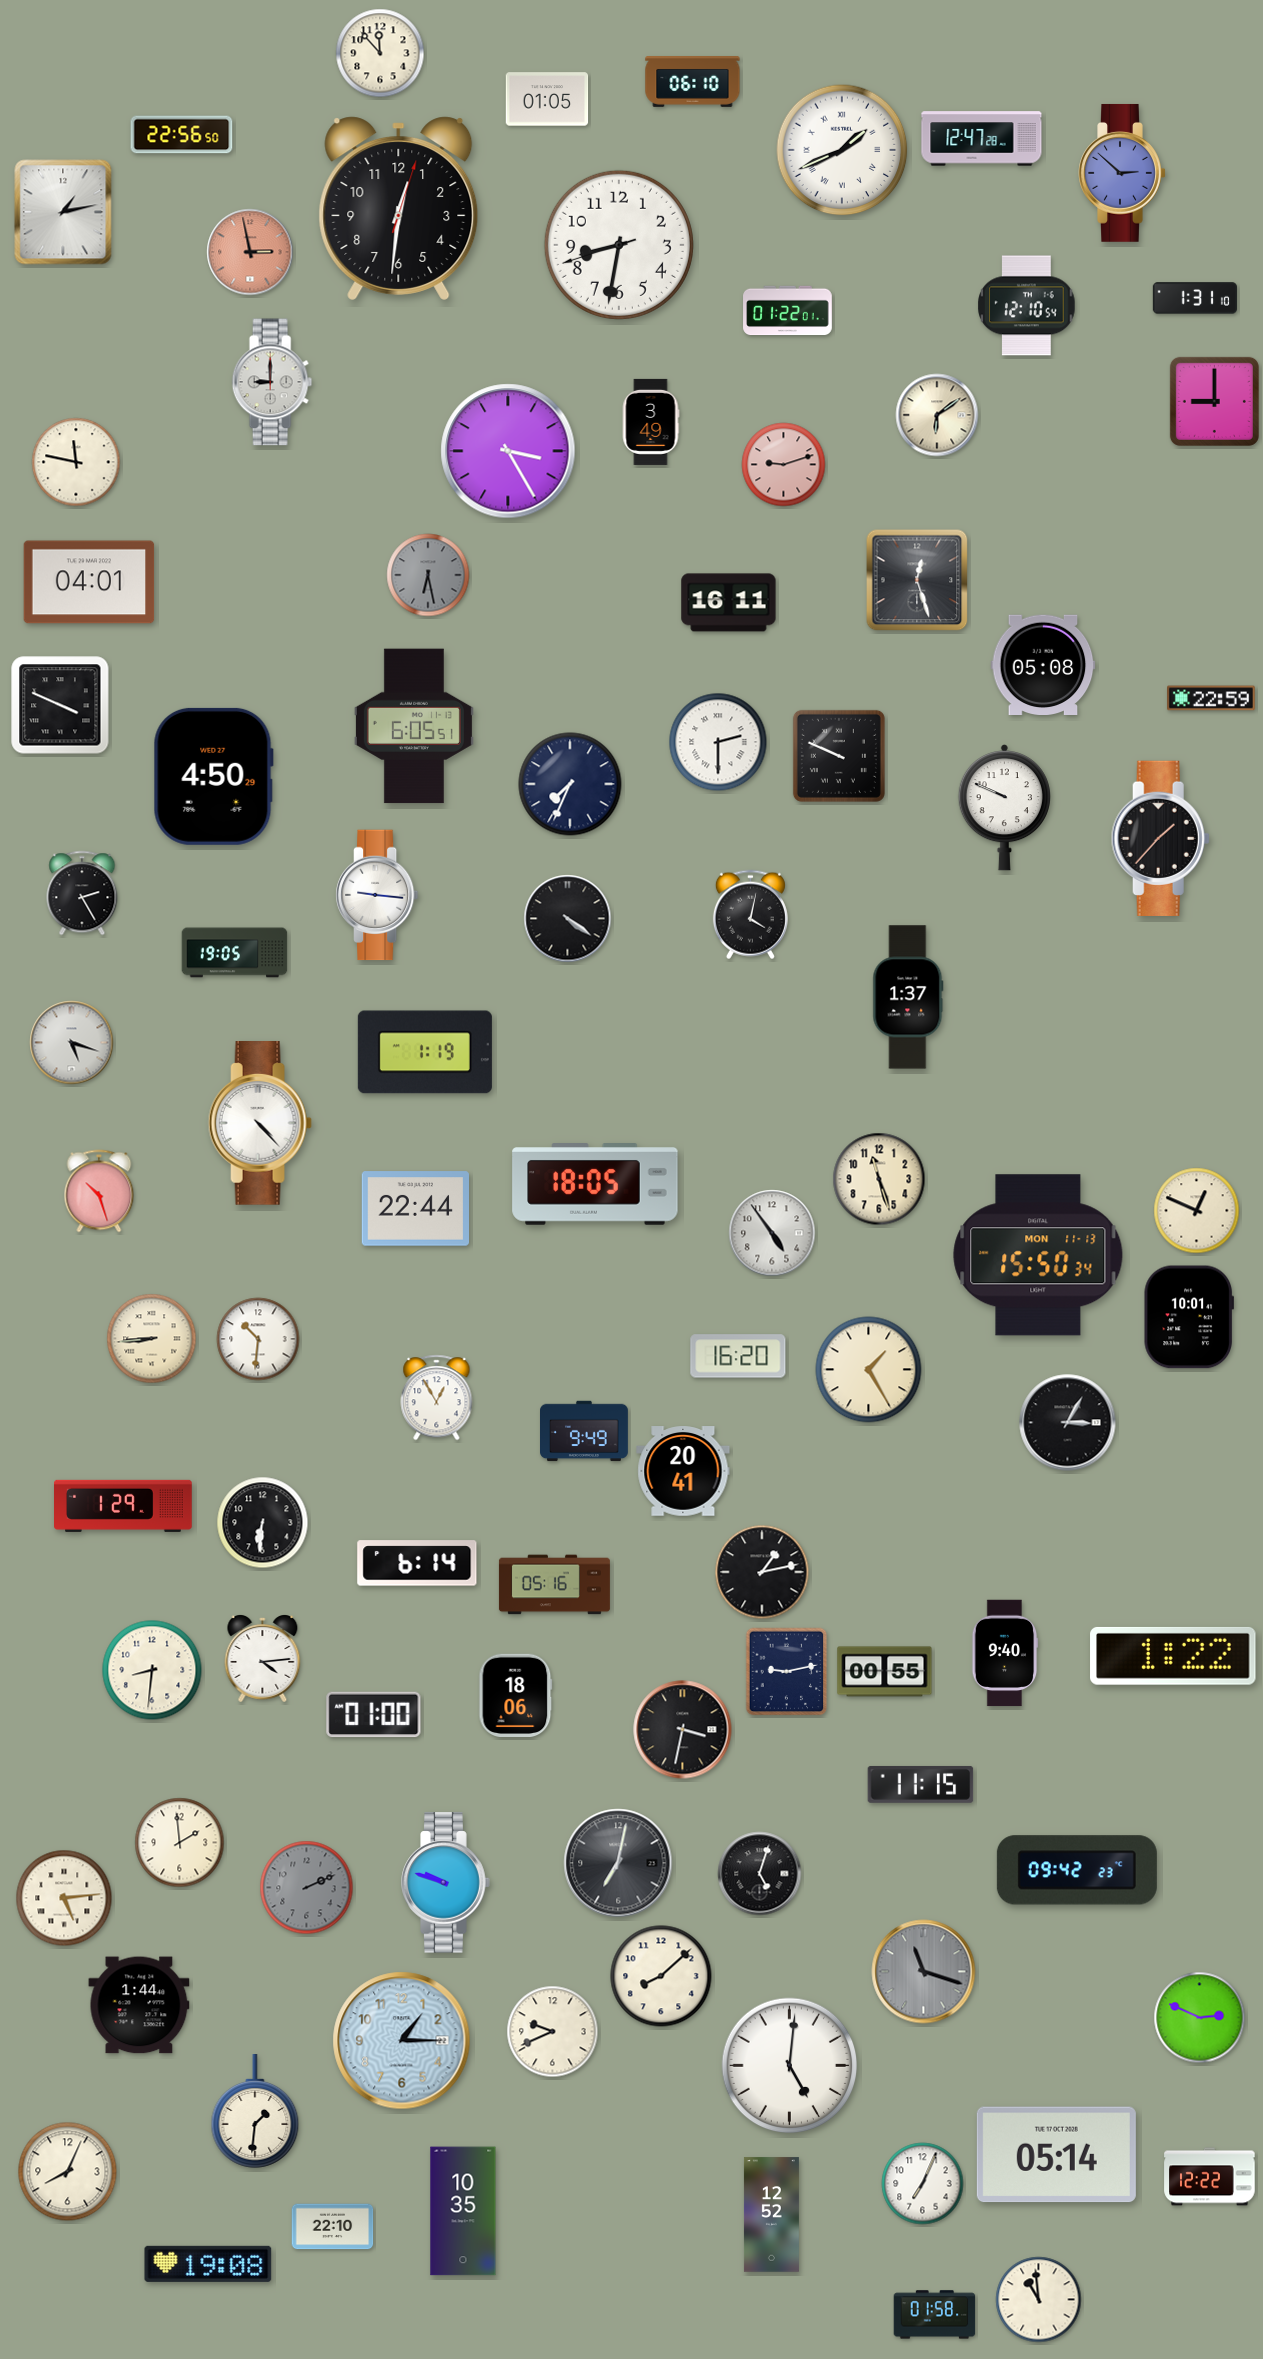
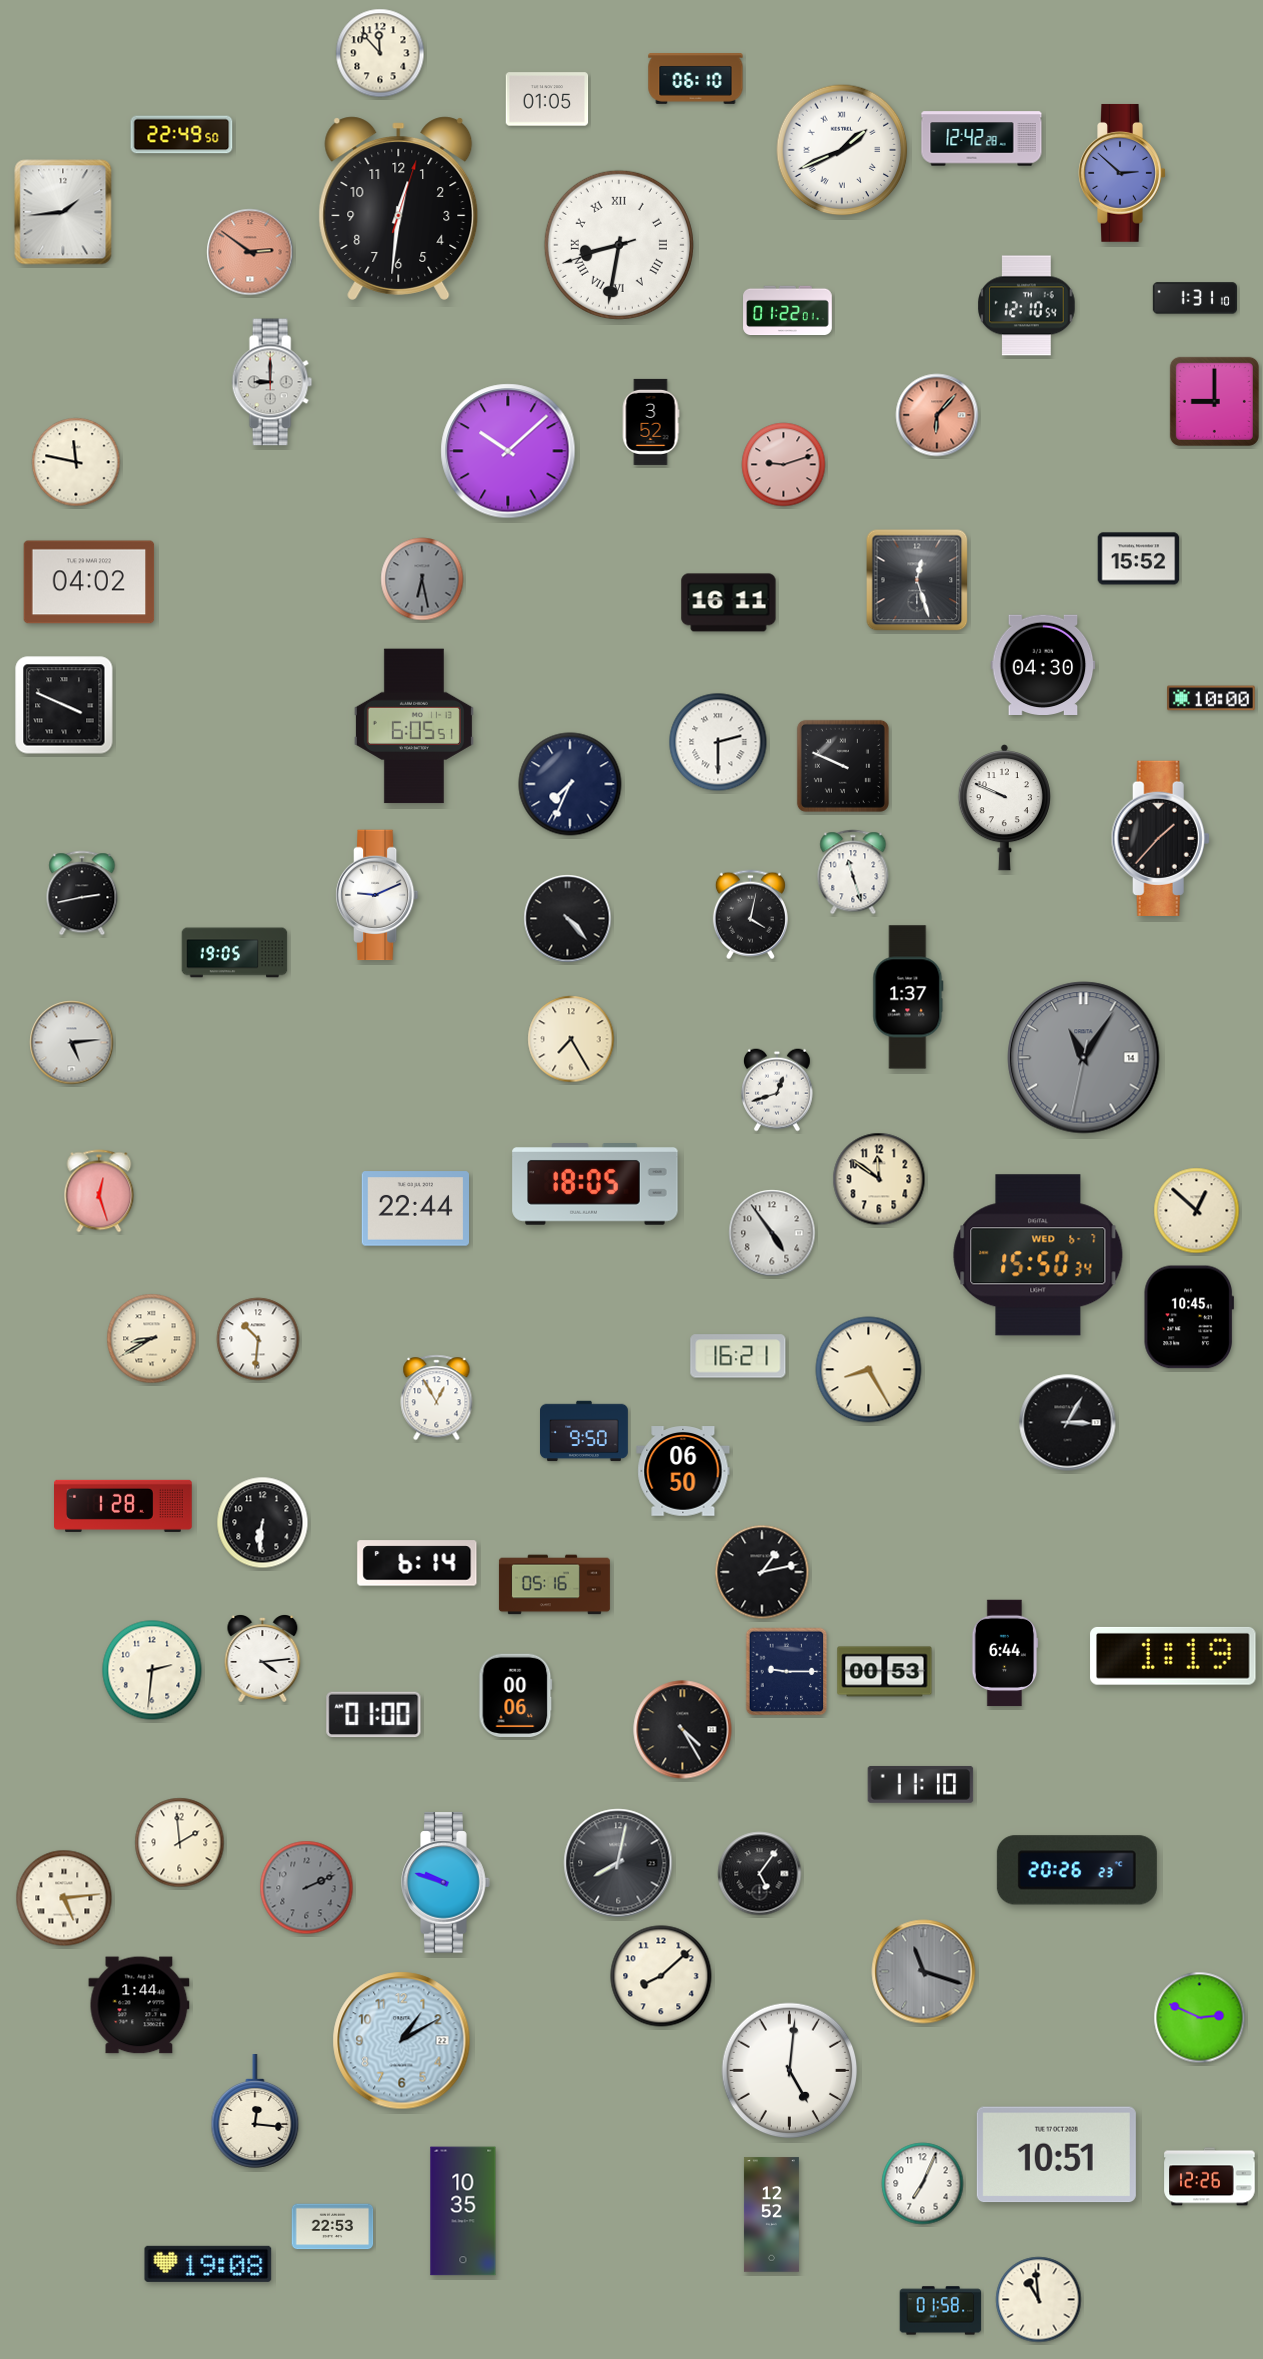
clock at (693, 82) position: (693, 82) -> (696, 79)
clock at (182, 135): 22:56 -> 22:49
clock at (982, 139): 12:47 -> 12:42
clock at (63, 212): 1:13 -> 1:44
clock at (619, 245) numerals: Arabic -> Roman
clock at (250, 252): 2:58 -> 2:51
clock at (937, 415): 6:09 -> 6:07
clock at (937, 415) dial: cream -> salmon
clock at (651, 422): 3:49 -> 3:52
clock at (508, 451): 3:25 -> 10:08
clock at (1139, 559): none -> 15:52
clock at (428, 575) position: (428, 575) -> (422, 579)
clock at (89, 582): 04:01 -> 04:02
clock at (1043, 665): 05:08 -> 04:30
clock at (1212, 698): 22:59 -> 10:00
clock at (60, 705) position: (60, 705) -> (64, 705)
clock at (839, 756) position: (839, 756) -> (843, 766)
clock at (213, 776): 4:50 -> none
clock at (853, 872): none -> 11:27
clock at (82, 893): 2:25 -> 2:43
clock at (377, 895): 9:16 -> 9:11
clock at (568, 919): 4:21 -> 4:23
clock at (571, 1039): none -> 7:25
clock at (72, 1043): 5:18 -> 5:14
clock at (425, 1052): 1:19 -> none
clock at (1084, 1058): none -> 11:05
clock at (777, 1090): none -> 12:42
clock at (260, 1124): 4:23 -> none
clock at (879, 1179): 11:27 -> 11:51
clock at (99, 1191): 10:27 -> 12:27
clock at (1197, 1211): 12:49 -> 12:52
clock at (1038, 1255) date: MON 11-13 -> WED 6-7
clock at (1189, 1317): 10:01 -> 10:45
clock at (152, 1339): 8:44 -> 8:40
clock at (738, 1356): 16:20 -> 16:21
clock at (869, 1370): 1:25 -> 8:25
clock at (585, 1431): 9:49 -> 9:50
clock at (683, 1471): 20:41 -> 06:50
clock at (124, 1506): 1:29 -> 1:28
clock at (1005, 1653): 9:40 -> 6:44
clock at (1173, 1656): 1:22 -> 1:19
clock at (152, 1670): 8:31 -> 2:31
clock at (787, 1672): 9:13 -> 9:15
clock at (885, 1672): 00:55 -> 00:53
clock at (516, 1695): 18:06 -> 00:06
clock at (683, 1730): 3:32 -> 4:25
clock at (921, 1785): 11:15 -> 11:10
clock at (618, 1863): 7:02 -> 8:02
clock at (1077, 1870): 09:42 -> 20:26
clock at (760, 1874): 5:03 -> 5:06
clock at (553, 2032): 9:41 -> none
clock at (402, 2041): 1:15 -> 1:10
clock at (790, 2066) position: (790, 2066) -> (790, 2071)
clock at (255, 2111): 1:31 -> 12:16
clock at (1056, 2155): 05:14 -> 10:51
clock at (68, 2172): 8:04 -> none
clock at (1210, 2177): 12:22 -> 12:26
clock at (333, 2227): 22:10 -> 22:53
clock at (935, 2315) position: (935, 2315) -> (941, 2311)
